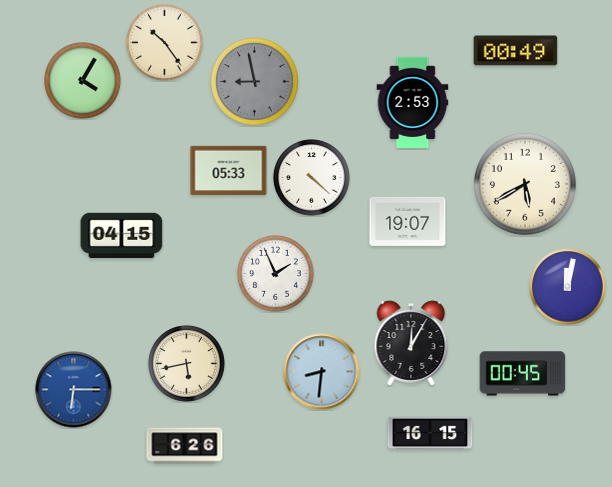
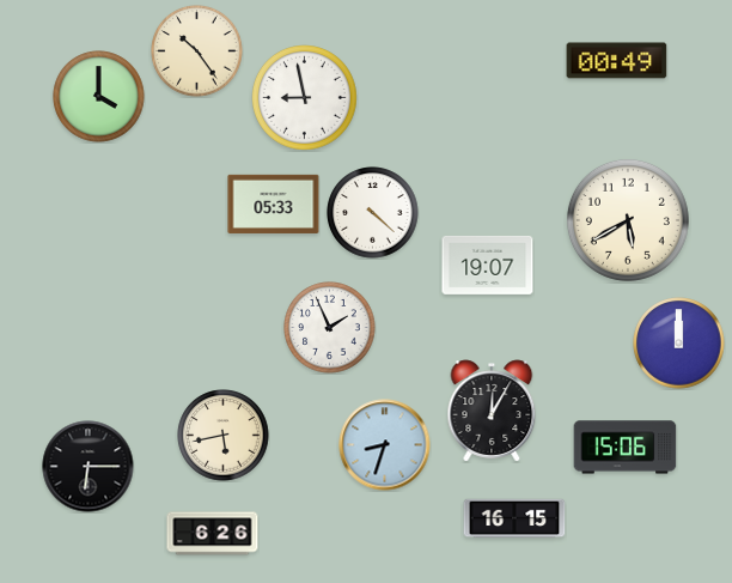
clock at (83, 81): 4:05 -> 4:00
clock at (255, 82) dial: grey -> white
clock at (413, 102): 2:53 -> none
clock at (122, 236): 04:15 -> none
clock at (568, 287): 12:02 -> 12:00
clock at (322, 372): 8:31 -> 8:33
clock at (523, 374): 00:45 -> 15:06
clock at (74, 390) dial: blue -> black
clock at (185, 446) position: (185, 446) -> (213, 534)
